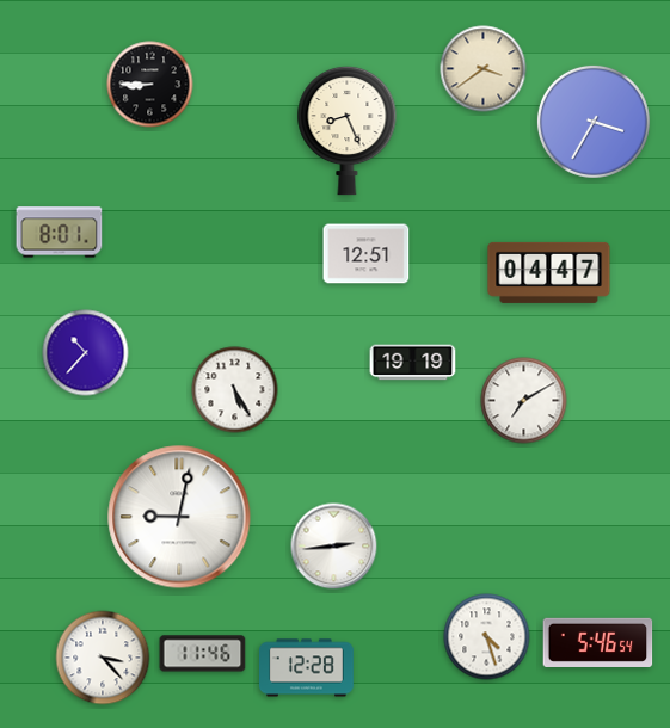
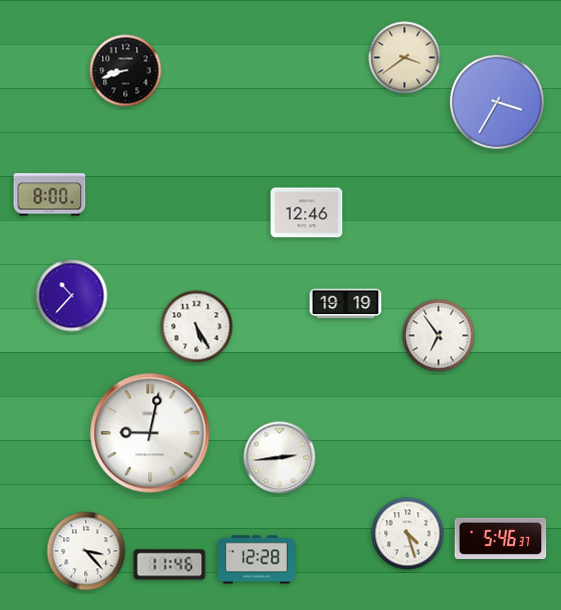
clock at (150, 85): 8:45 -> 8:42
clock at (348, 130): 8:26 -> none
clock at (60, 233): 8:01 -> 8:00
clock at (367, 254): 12:51 -> 12:46
clock at (549, 272): 04:47 -> none
clock at (524, 401): 7:10 -> 6:54
clock at (598, 642): 5:46:54 -> 5:46:37
clock at (203, 654) position: (203, 654) -> (170, 565)
